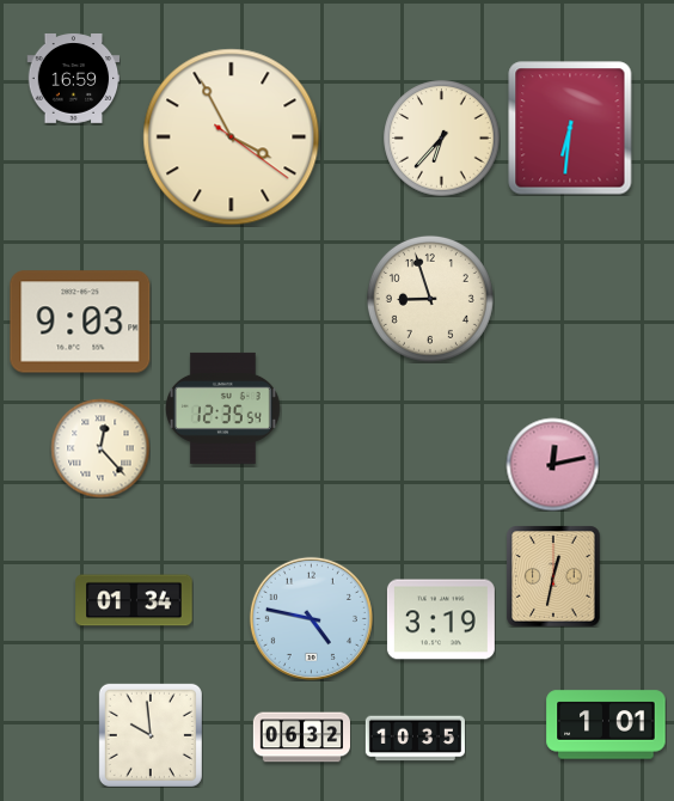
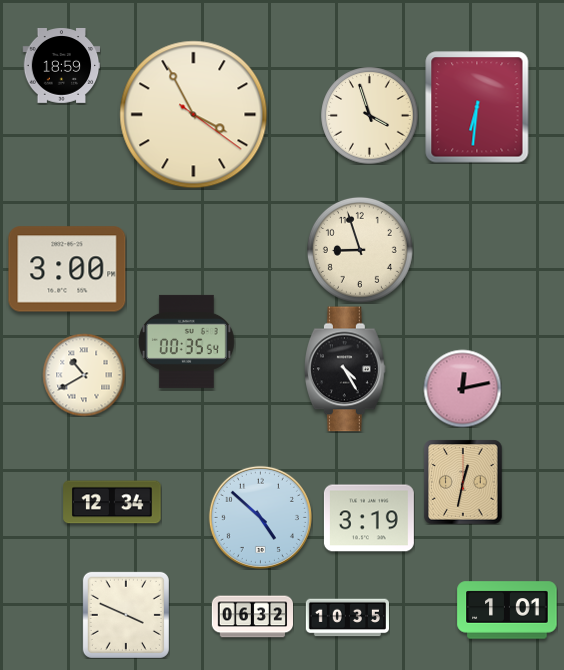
clock at (73, 79): 16:59 -> 18:59
clock at (442, 139): 6:37 -> 3:57
clock at (80, 322): 9:03 -> 3:00
clock at (223, 408): 12:35 -> 00:35
clock at (346, 369): none -> 4:25
clock at (100, 448): 12:23 -> 10:40
clock at (134, 600): 01:34 -> 12:34
clock at (311, 618): 4:47 -> 4:52
clock at (606, 724) position: (606, 724) -> (507, 610)
clock at (151, 735): 9:59 -> 3:49
